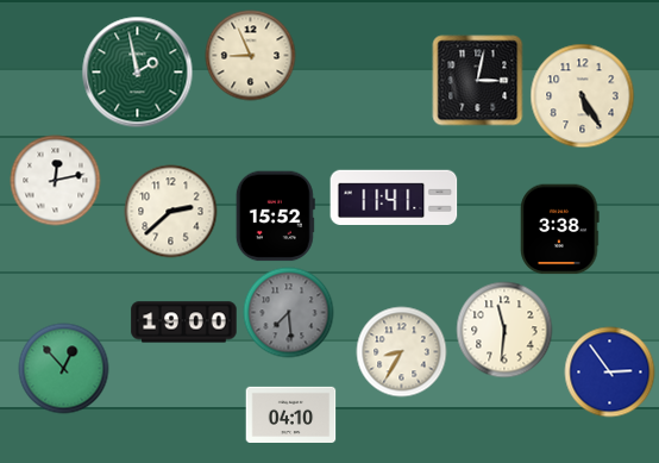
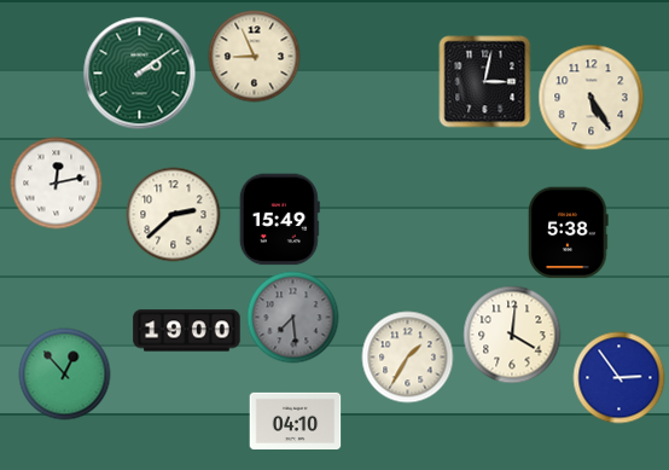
clock at (138, 73): 1:58 -> 2:09
clock at (394, 198): 11:41 -> none
clock at (275, 217): 15:52 -> 15:49
clock at (560, 230): 3:38 -> 5:38
clock at (184, 323) position: (184, 323) -> (187, 331)
clock at (504, 330): 11:31 -> 4:01
clock at (402, 352): 8:35 -> 1:35
